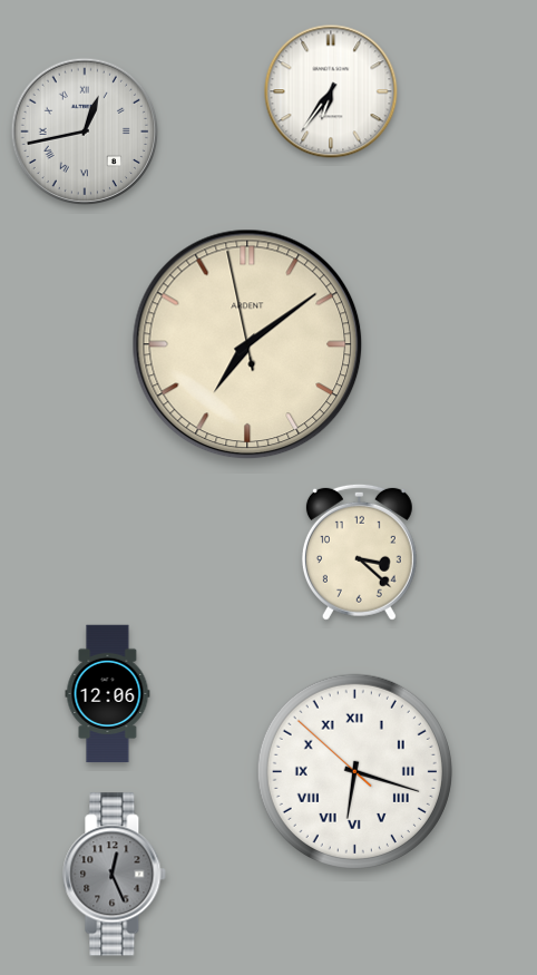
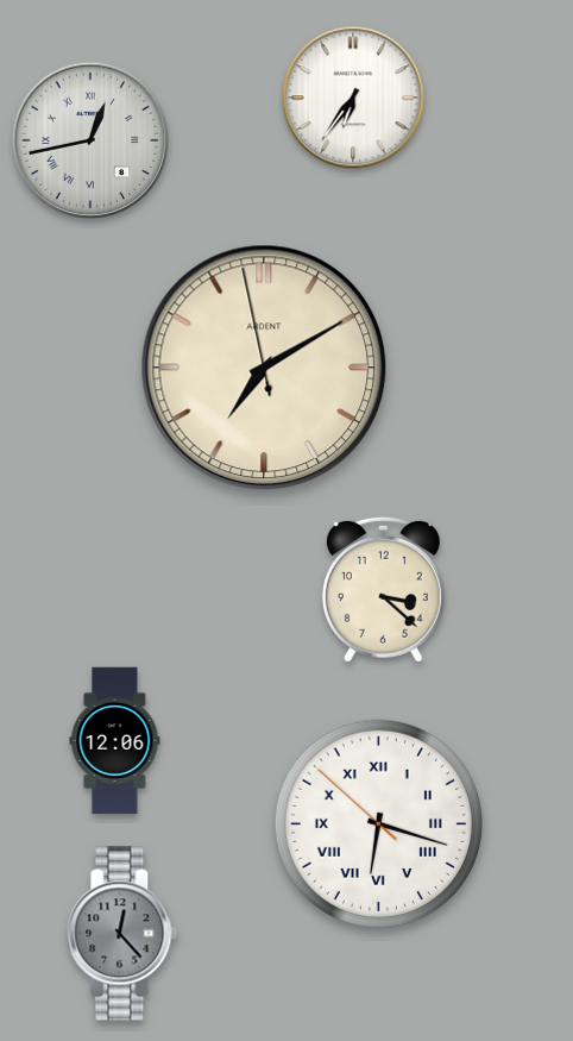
clock at (247, 344): 7:08 -> 7:09
clock at (115, 875): 12:26 -> 12:23
